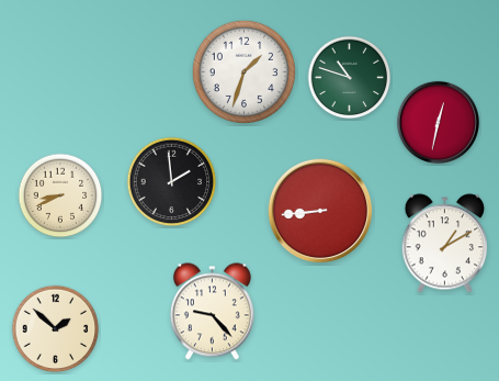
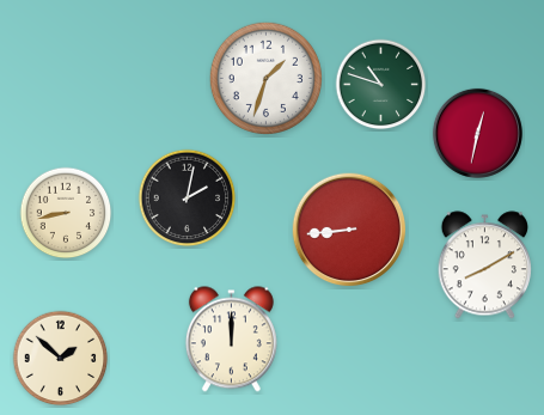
clock at (172, 182): 1:59 -> 2:02
clock at (60, 195): 8:41 -> 8:43
clock at (444, 244): 1:10 -> 8:10
clock at (212, 312): 9:23 -> 12:00
